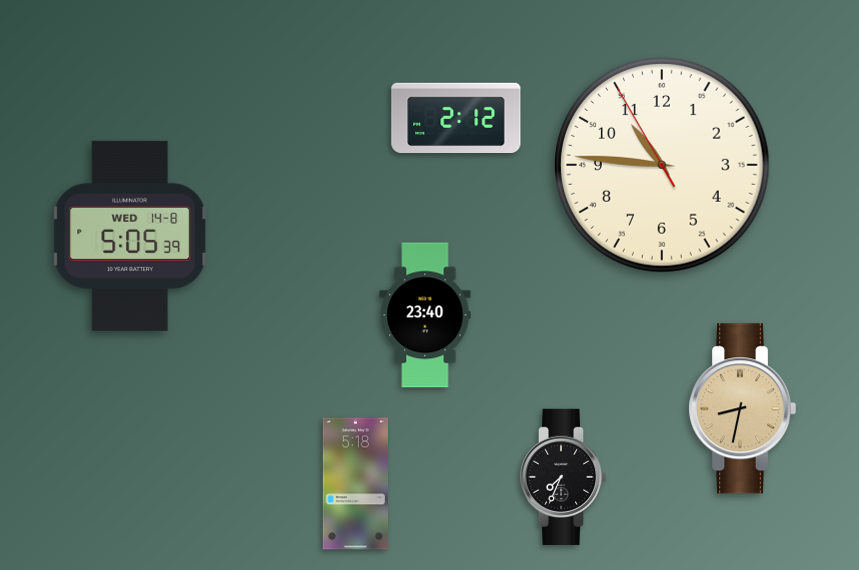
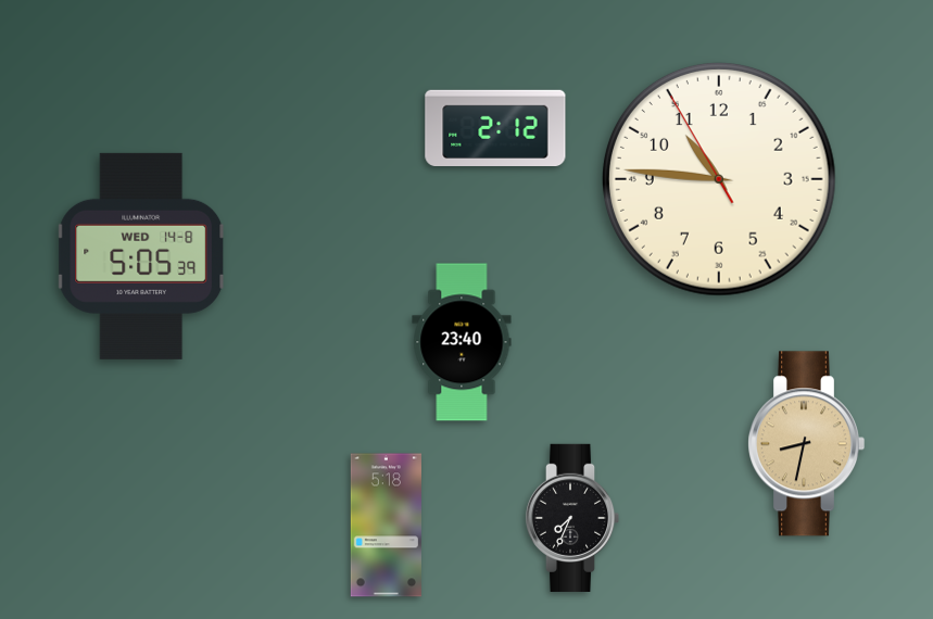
clock at (563, 477) position: (563, 477) -> (572, 518)
